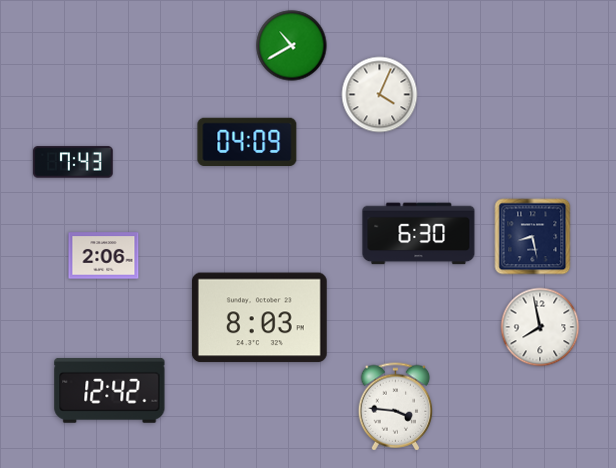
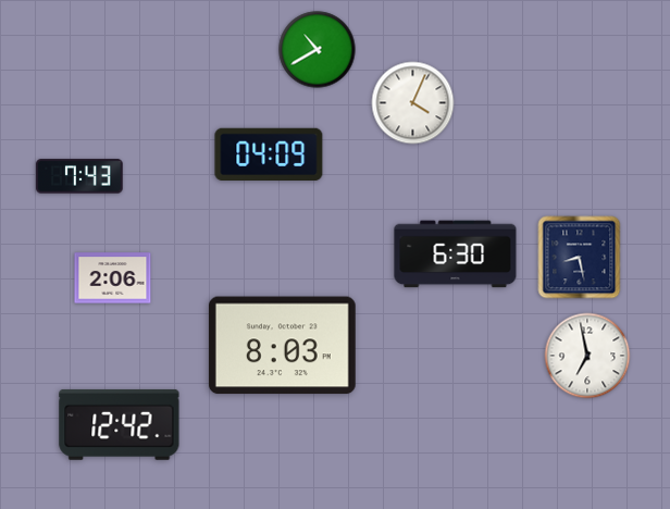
clock at (540, 327): 7:58 -> 6:58
clock at (396, 407): 3:46 -> none
